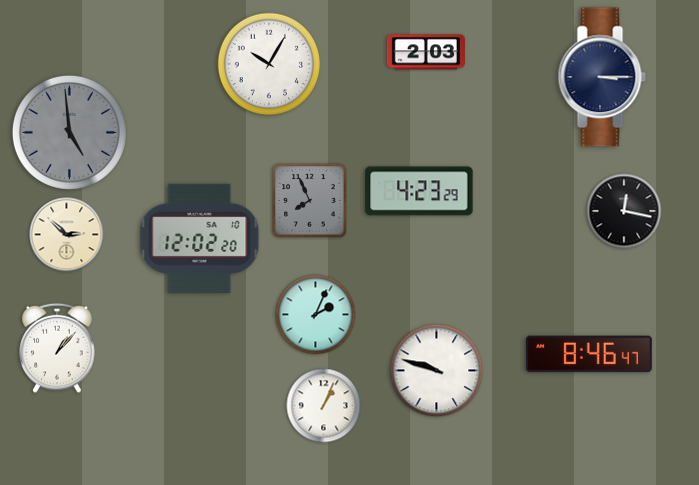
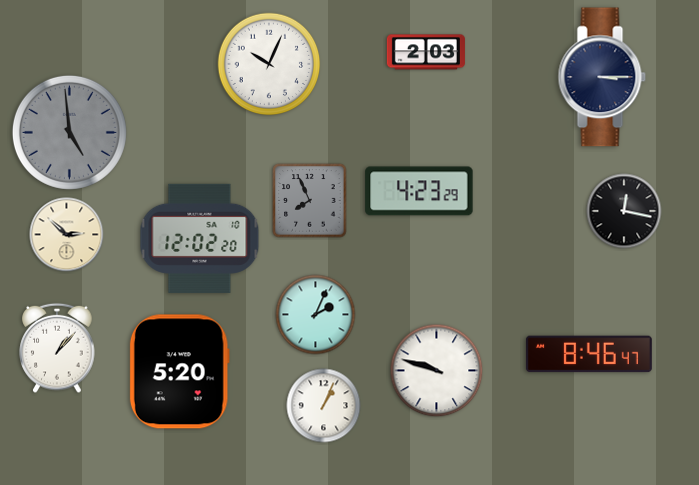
clock at (269, 64): 10:05 -> 10:04
clock at (179, 372): none -> 5:20
